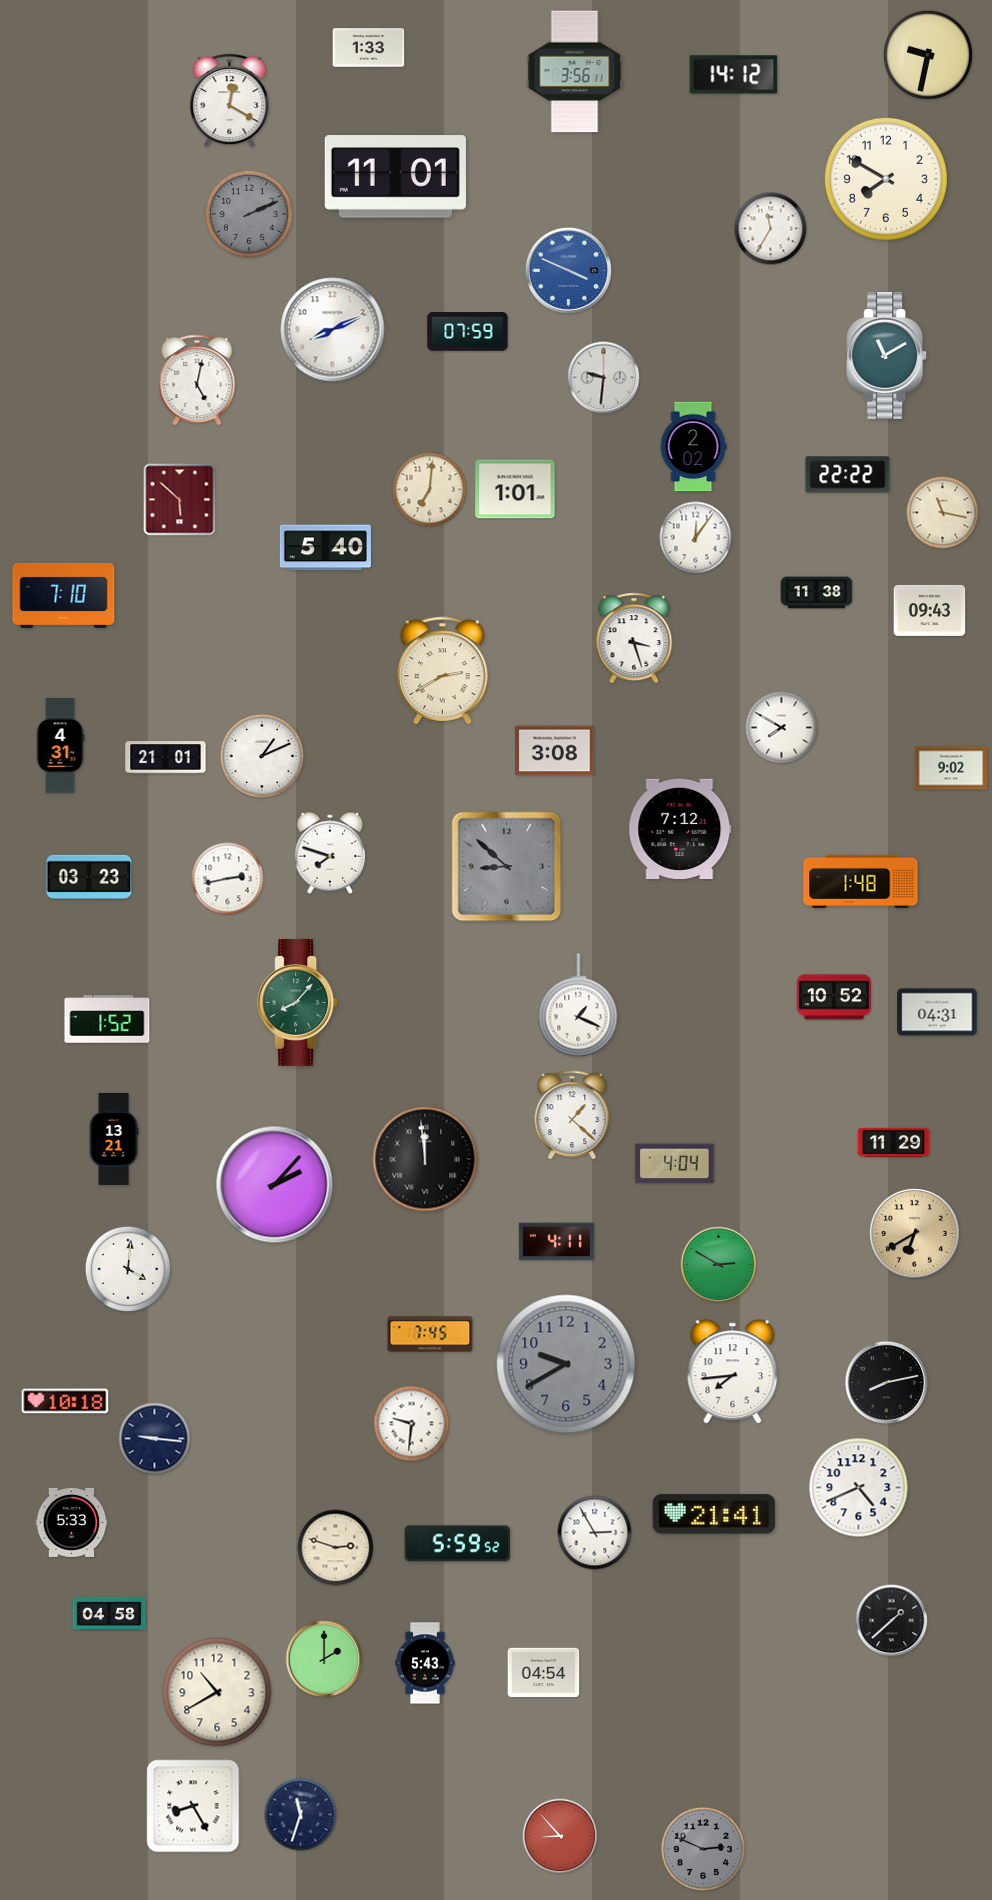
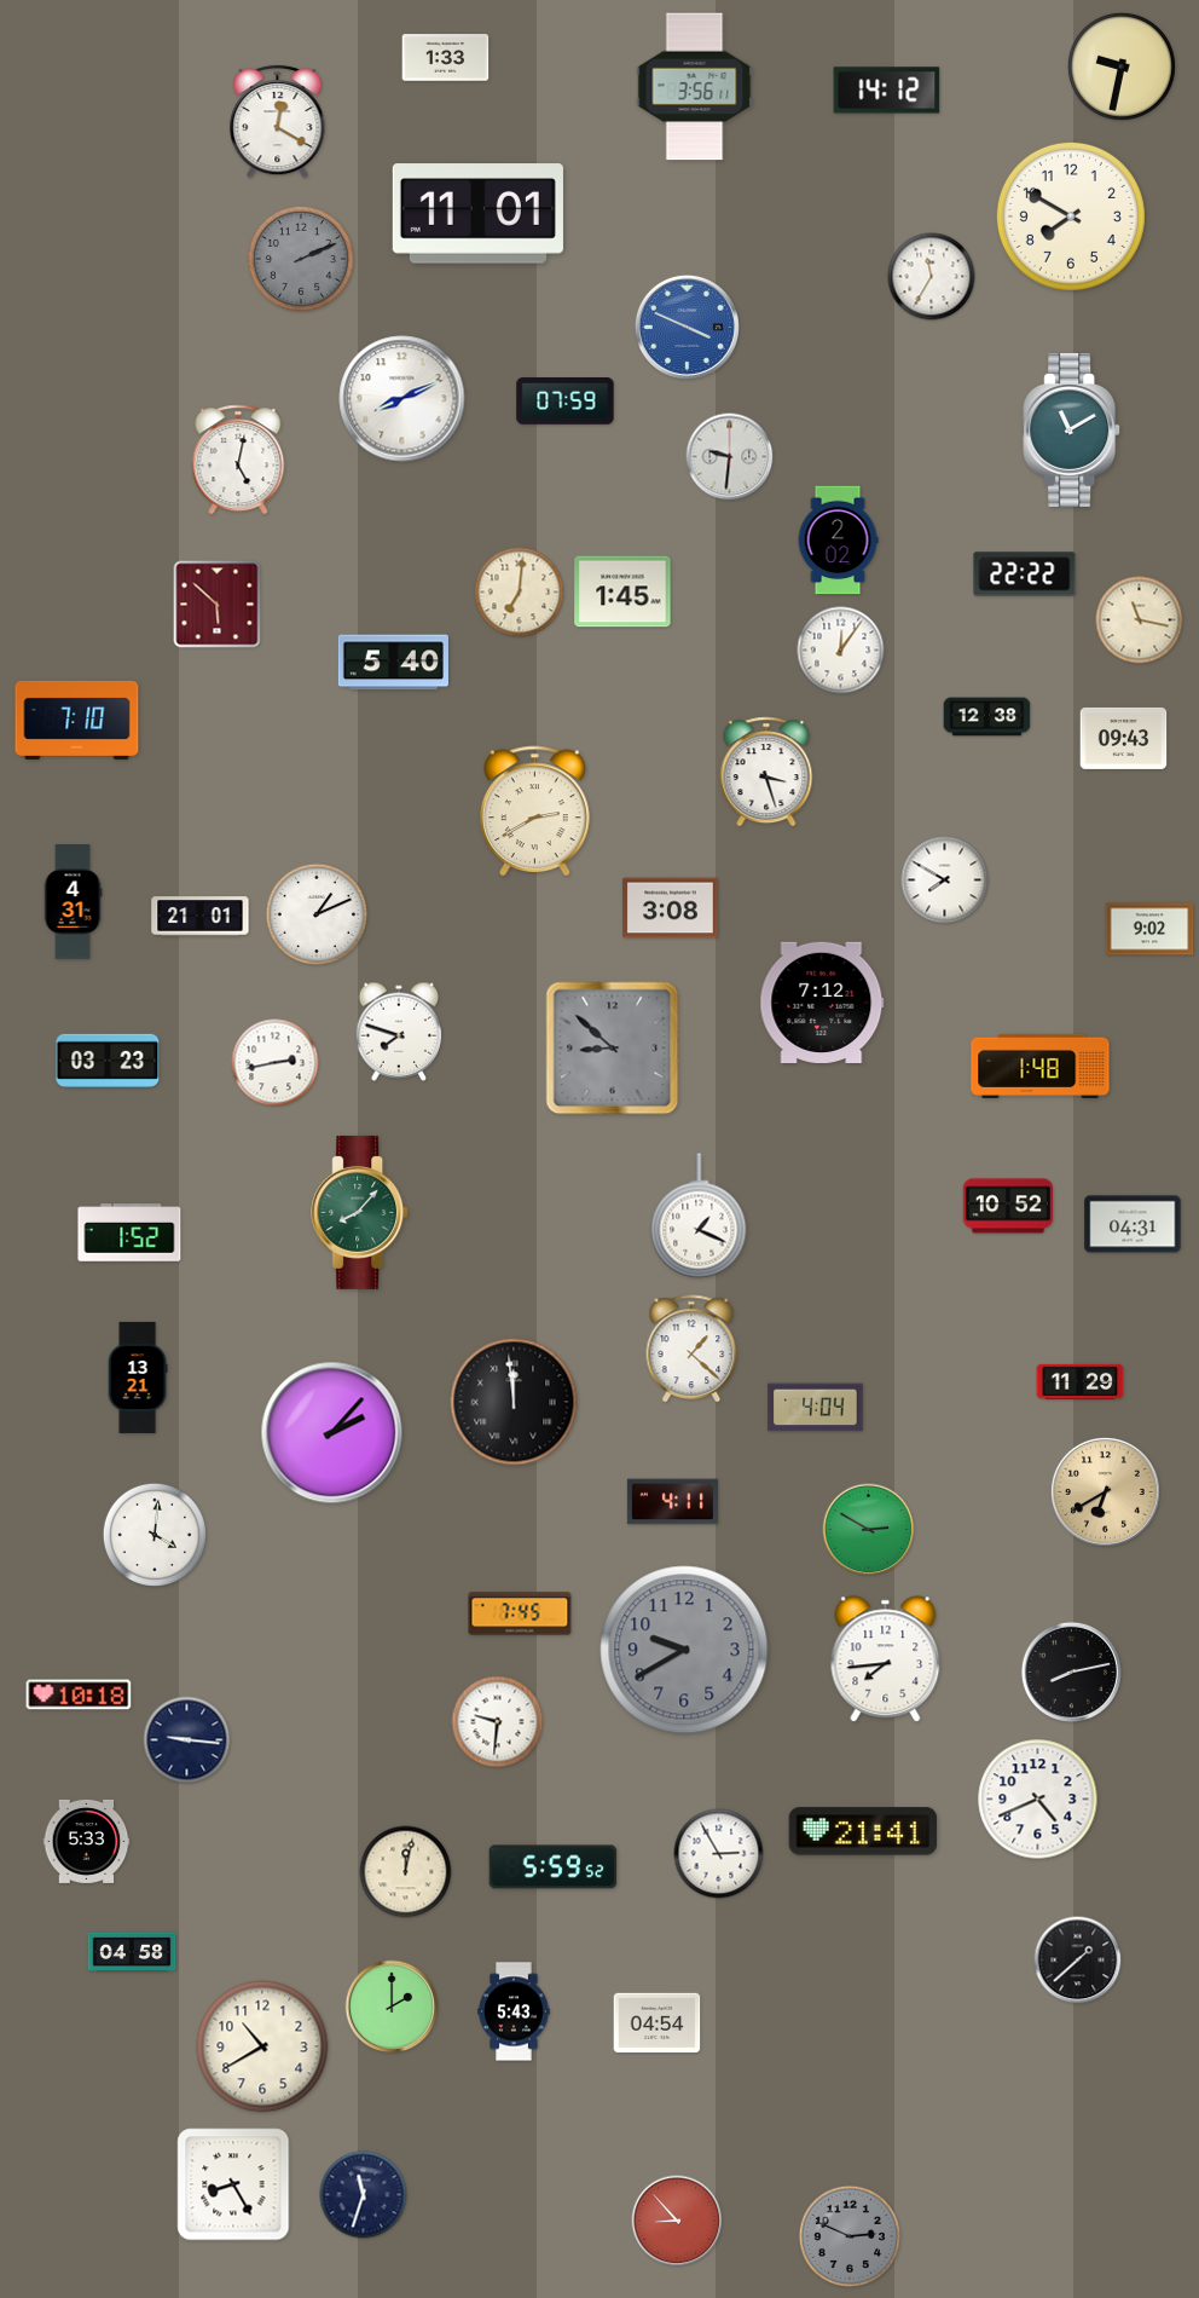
clock at (515, 489): 1:01 -> 1:45
clock at (817, 593): 11:38 -> 12:38
clock at (336, 1548): 2:48 -> 12:02
